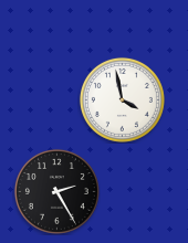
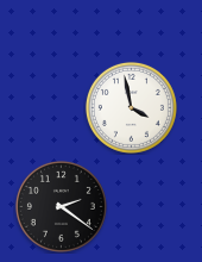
clock at (56, 191): 2:25 -> 2:21
